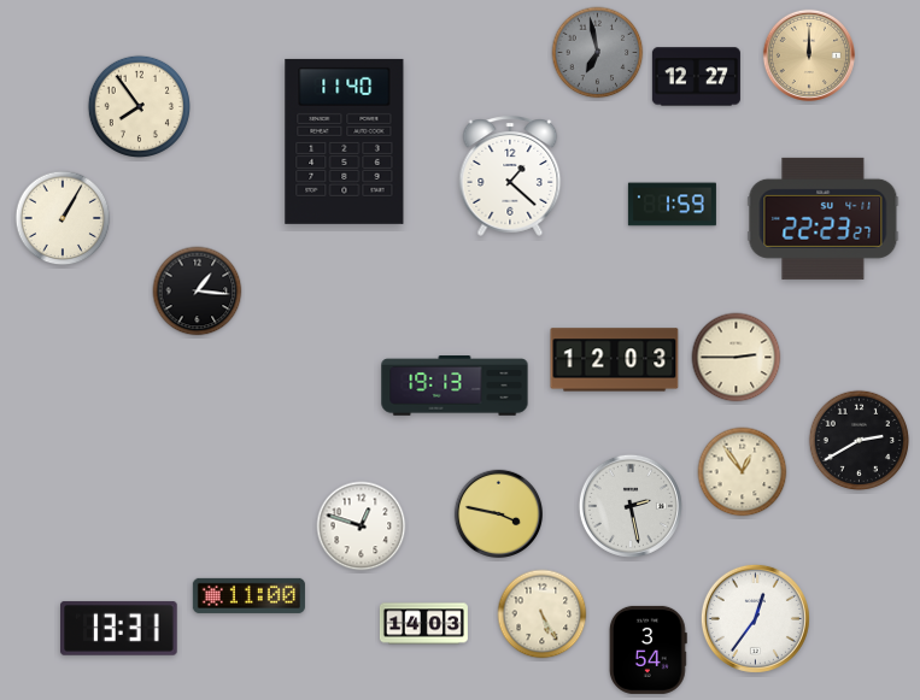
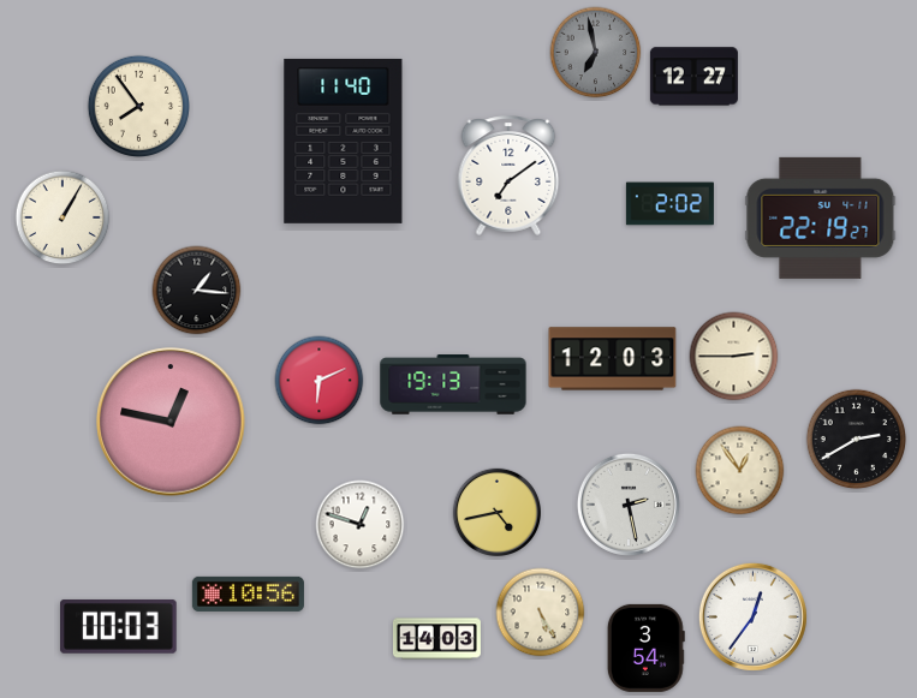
clock at (808, 54): 12:00 -> none
clock at (510, 176): 1:22 -> 7:09
clock at (672, 205): 1:59 -> 2:02
clock at (824, 218): 22:23 -> 22:19
clock at (320, 381): none -> 6:11
clock at (171, 422): none -> 12:47
clock at (498, 513): 3:47 -> 4:43
clock at (248, 595): 11:00 -> 10:56
clock at (423, 624) position: (423, 624) -> (436, 639)
clock at (119, 629): 13:31 -> 00:03
